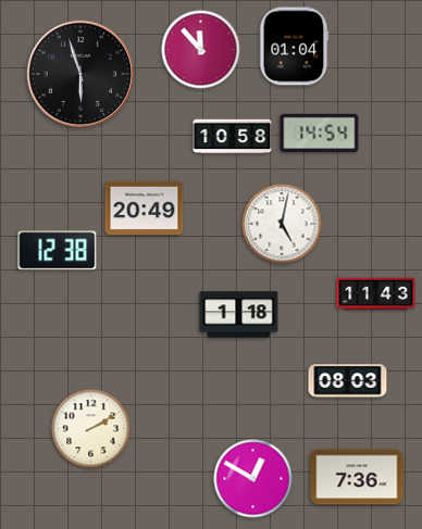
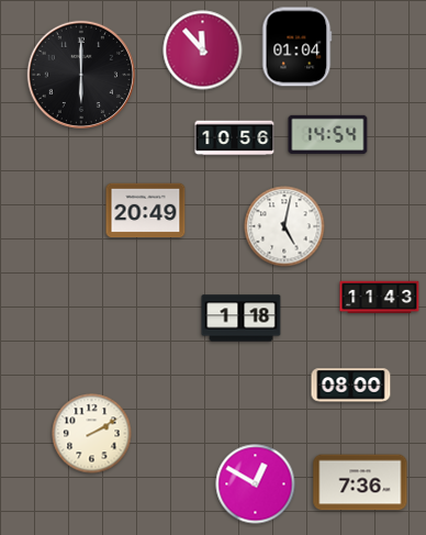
clock at (80, 74): 5:57 -> 6:00
clock at (320, 133) position: (320, 133) -> (328, 134)
clock at (233, 137): 10:58 -> 10:56
clock at (58, 251): 12:38 -> none
clock at (348, 381): 08:03 -> 08:00
